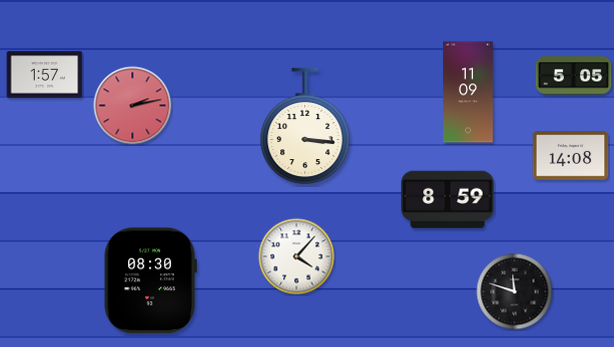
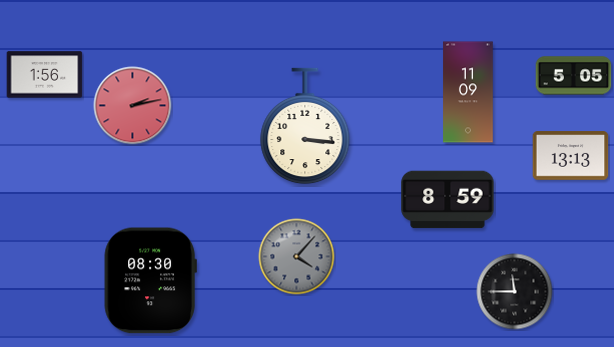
clock at (45, 75): 1:57 -> 1:56
clock at (571, 156): 14:08 -> 13:13
clock at (297, 257) dial: white -> grey
clock at (515, 292): 11:48 -> 11:45
